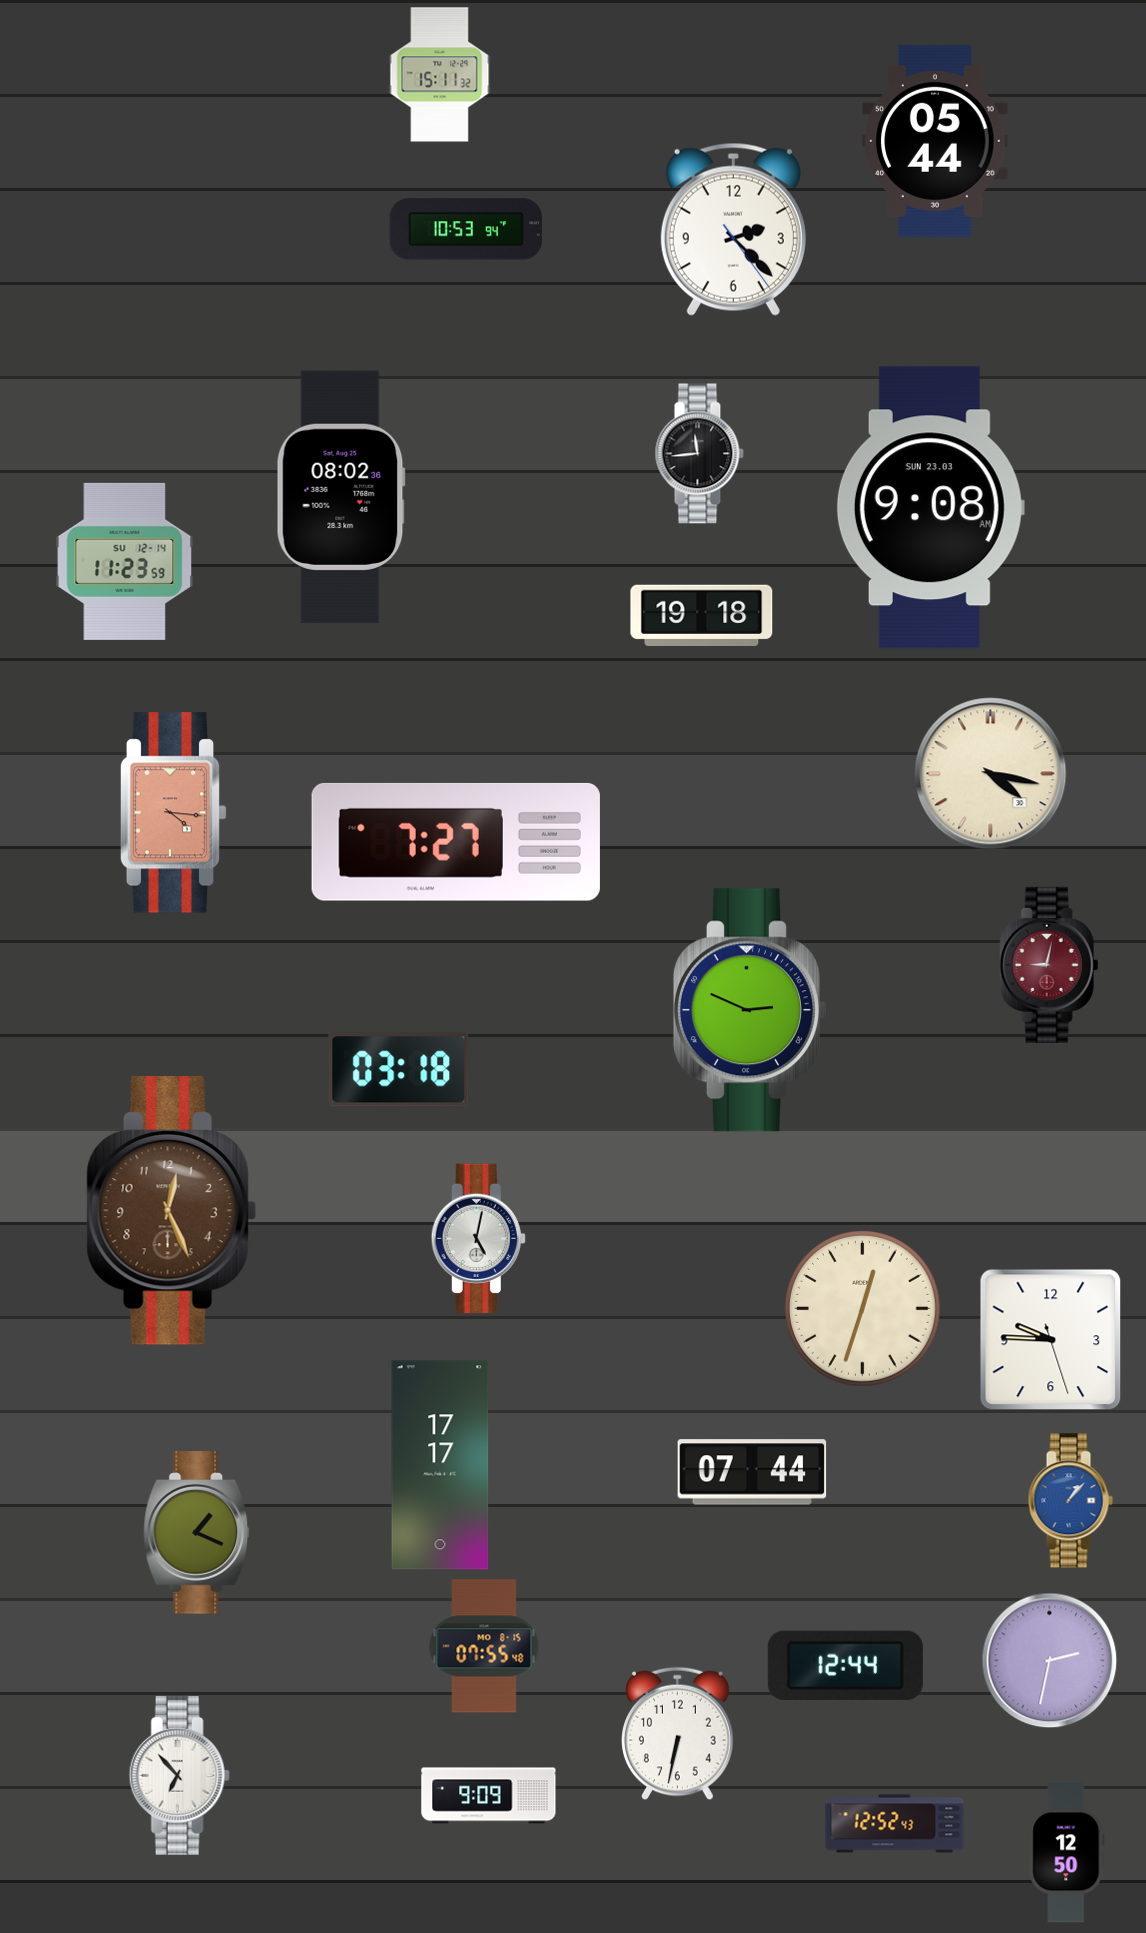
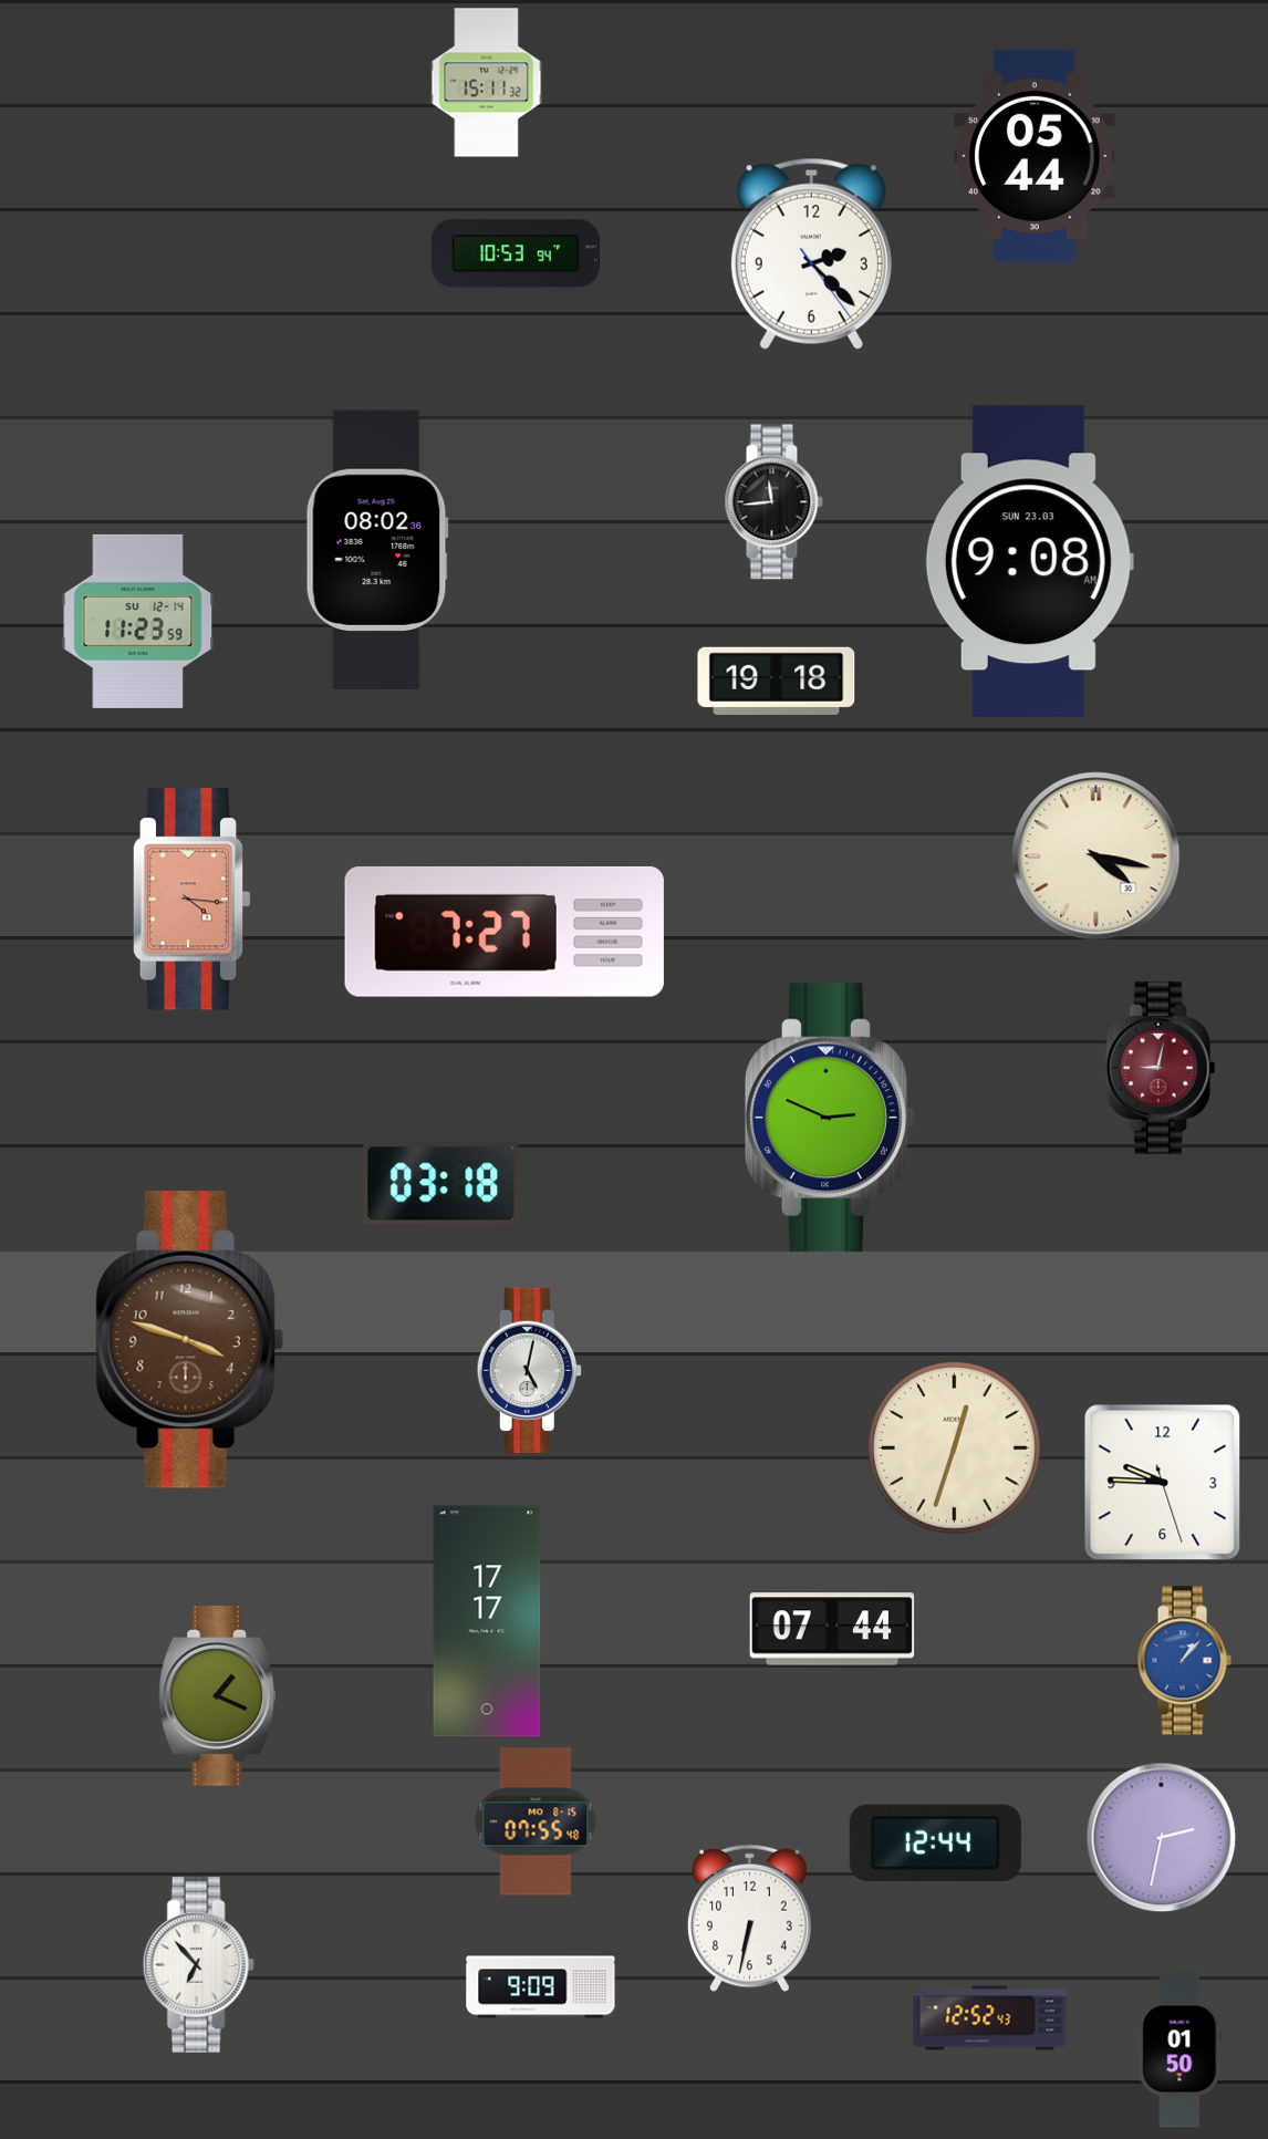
clock at (171, 1211): 12:26 -> 3:48
clock at (1067, 1852): 12:50 -> 01:50
